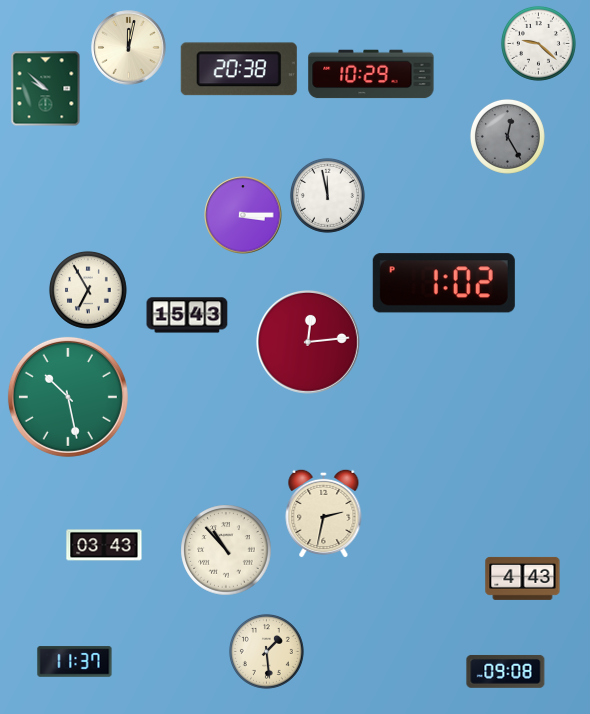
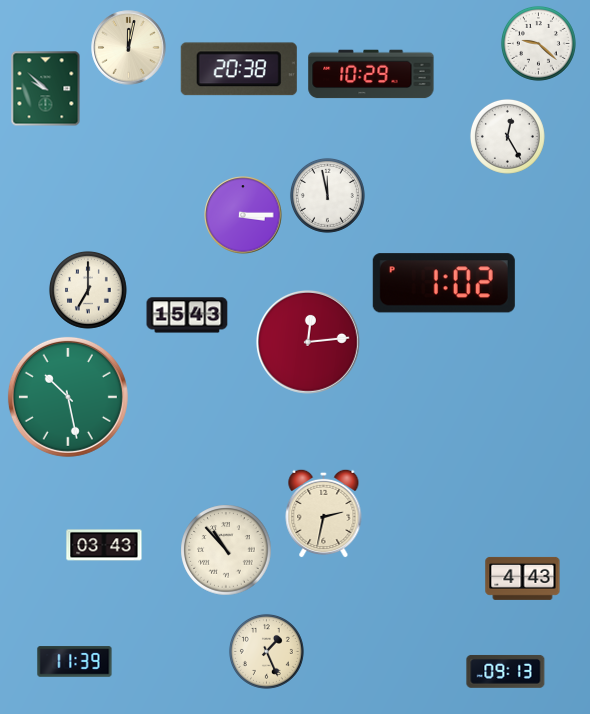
clock at (507, 136) dial: grey -> white
clock at (88, 290): 6:55 -> 7:00
clock at (266, 651): 1:29 -> 1:26
clock at (75, 662): 11:37 -> 11:39
clock at (506, 671): 09:08 -> 09:13
